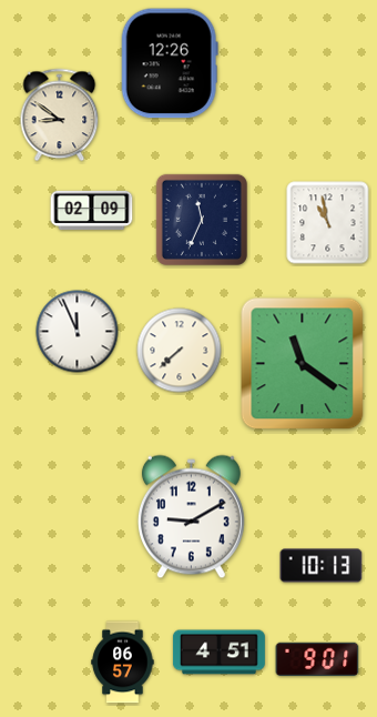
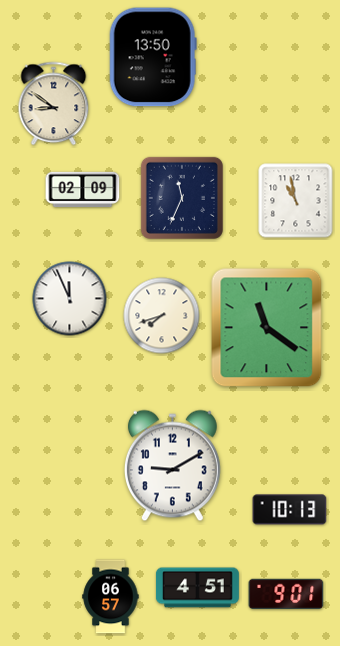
clock at (170, 63): 12:26 -> 13:50
clock at (180, 351): 7:38 -> 7:42
clock at (303, 364) position: (303, 364) -> (267, 328)
